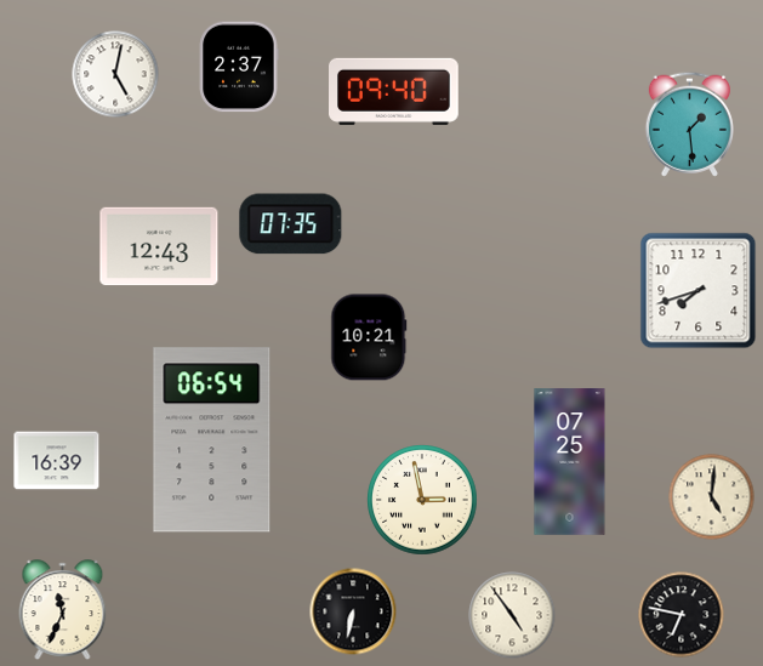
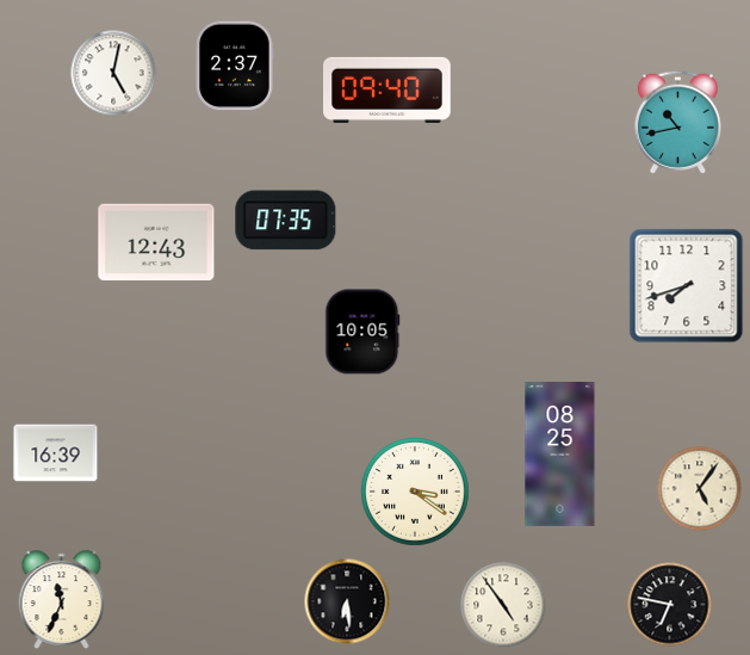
clock at (689, 124): 1:29 -> 10:43
clock at (369, 337): 10:21 -> 10:05
clock at (212, 440): 06:54 -> none
clock at (570, 462): 07:25 -> 08:25
clock at (712, 497): 5:01 -> 5:06
clock at (422, 500): 2:58 -> 3:21
clock at (353, 611): 6:32 -> 6:29
